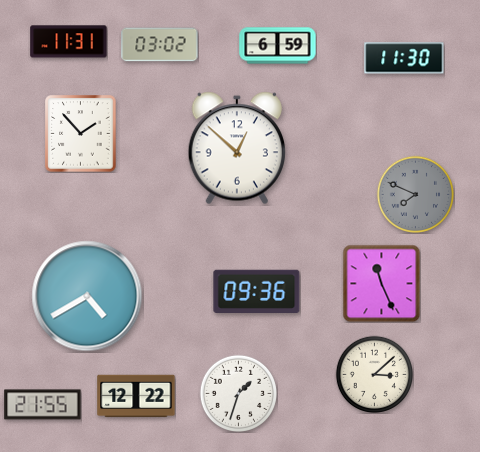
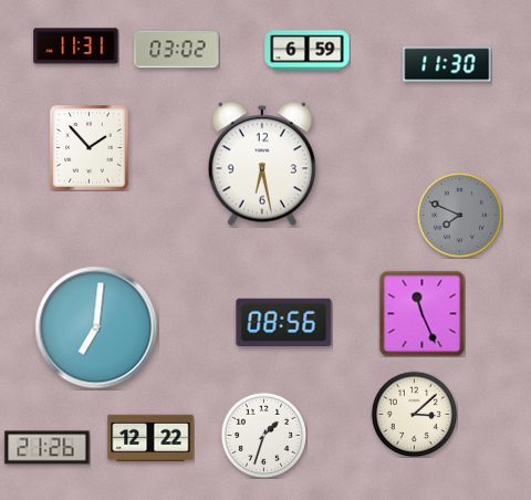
clock at (236, 148): 12:52 -> 6:28
clock at (257, 291): 09:36 -> 08:56
clock at (87, 296): 4:40 -> 7:01
clock at (43, 405): 21:55 -> 21:26
